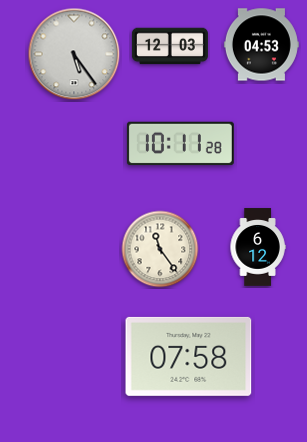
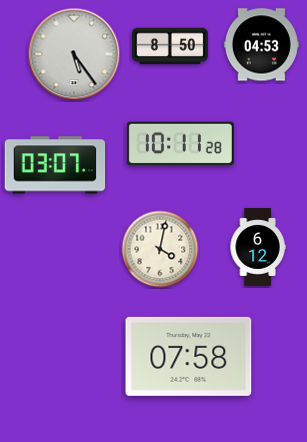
clock at (170, 46): 12:03 -> 8:50
clock at (55, 165): none -> 03:07
clock at (160, 249): 11:24 -> 4:02
